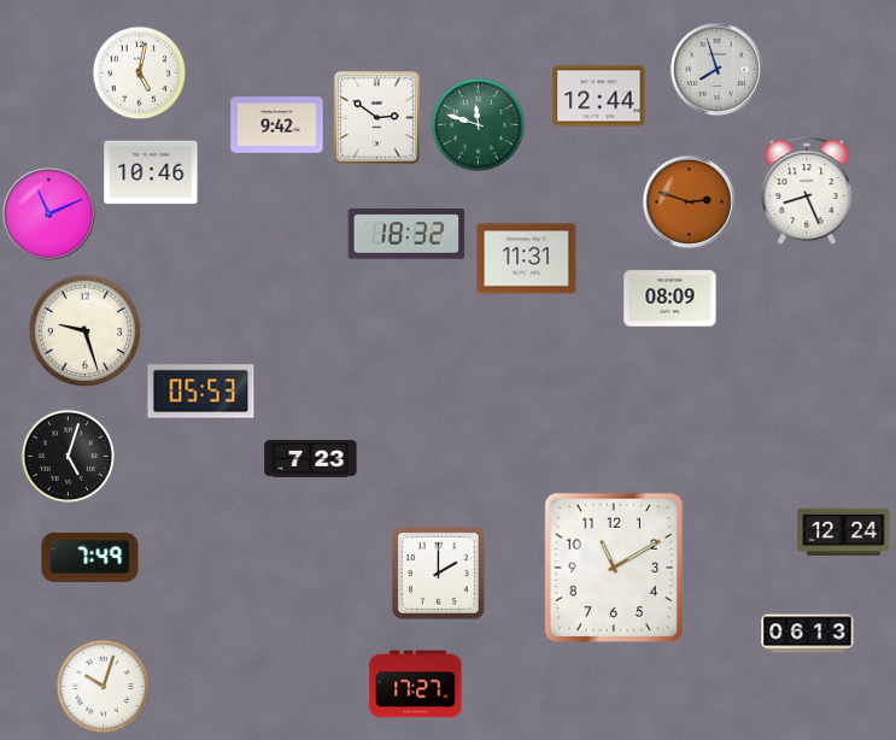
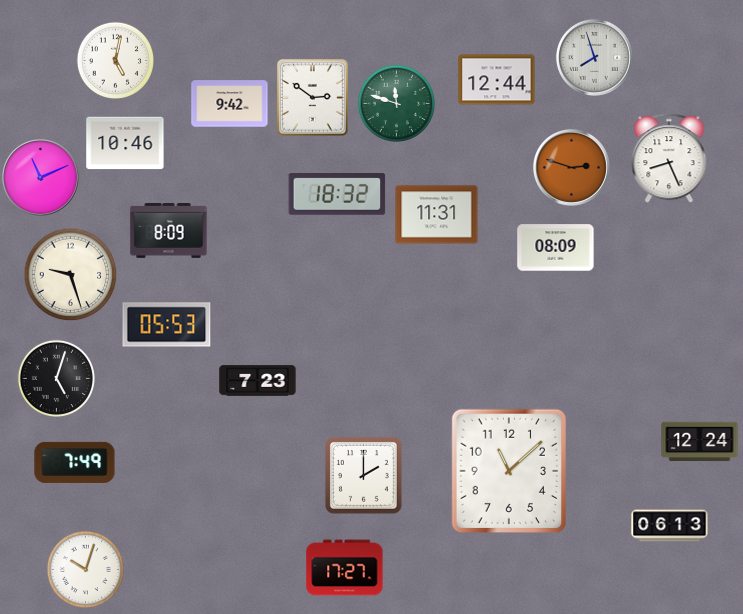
clock at (169, 231): none -> 8:09
clock at (613, 566): 11:10 -> 11:08
